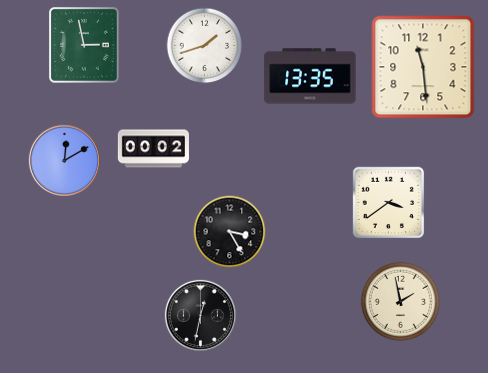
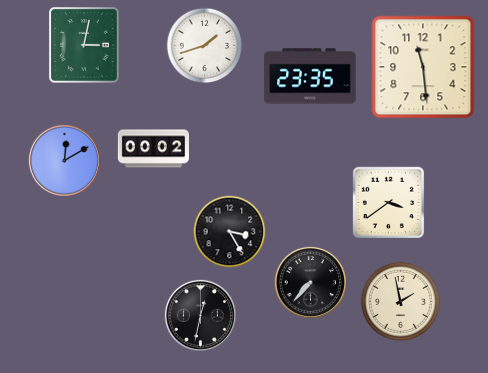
clock at (85, 46): 2:58 -> 3:02
clock at (310, 76): 13:35 -> 23:35
clock at (310, 282): none -> 7:37
